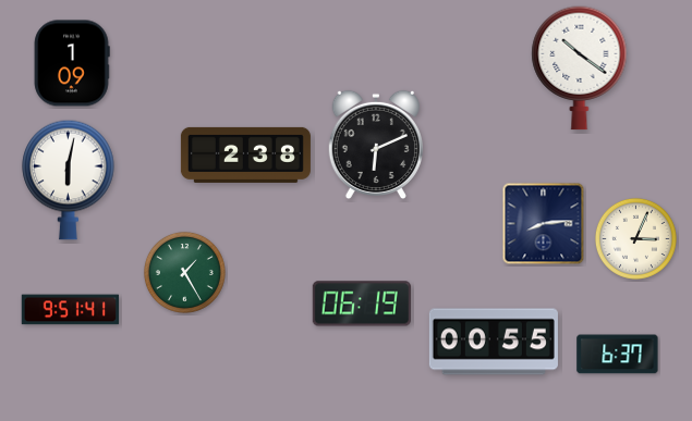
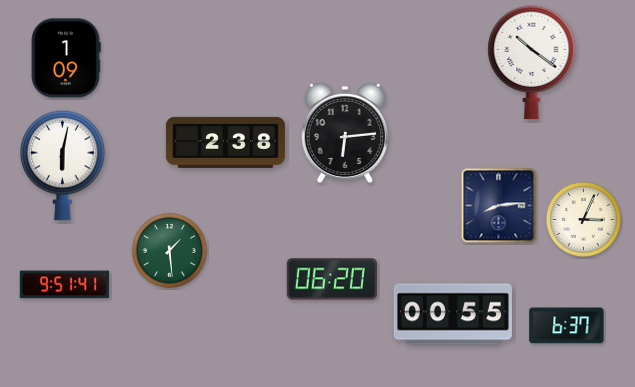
clock at (376, 145): 6:11 -> 6:14
clock at (184, 272): 1:25 -> 1:29
clock at (362, 304): 06:19 -> 06:20
